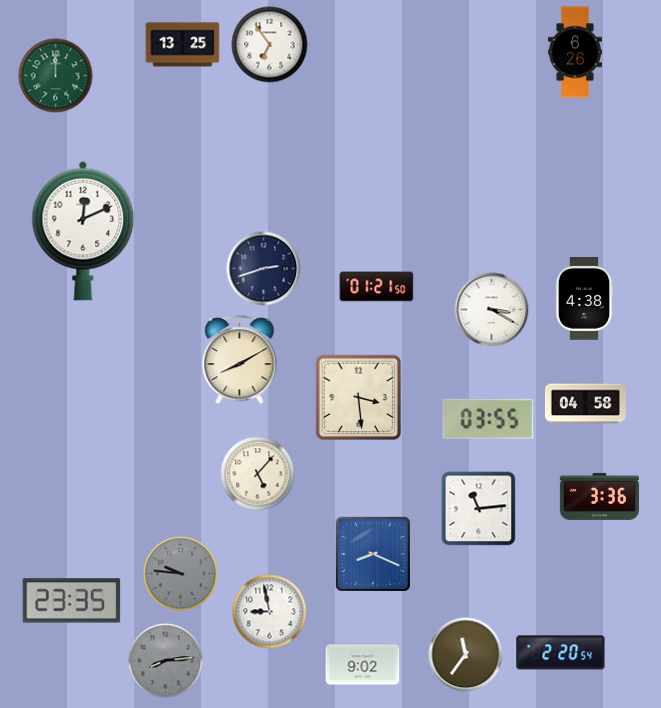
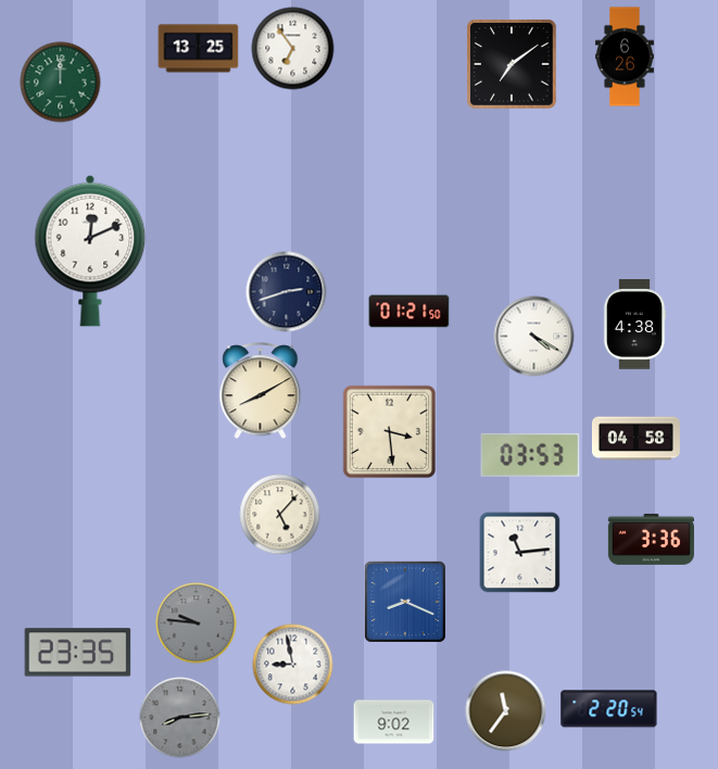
clock at (513, 65): none -> 7:09
clock at (492, 310): 3:20 -> 4:20
clock at (488, 419): 03:55 -> 03:53
